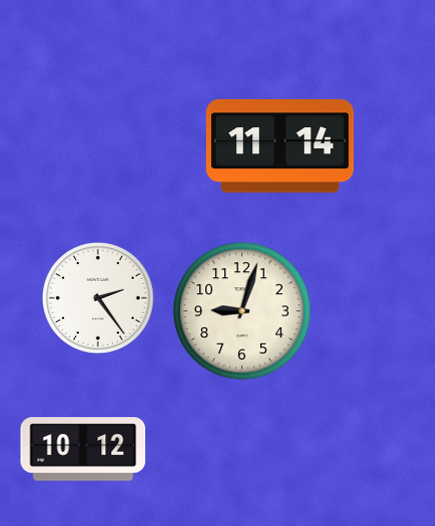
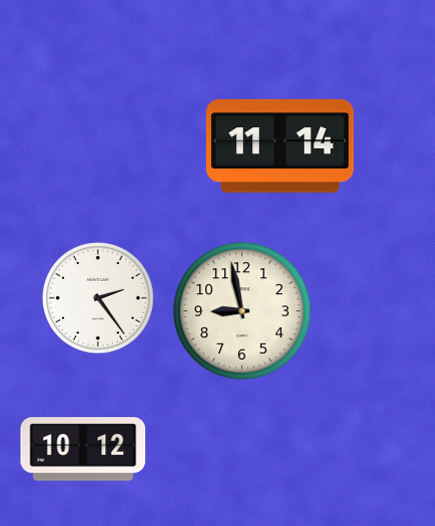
clock at (242, 311): 9:03 -> 8:58
